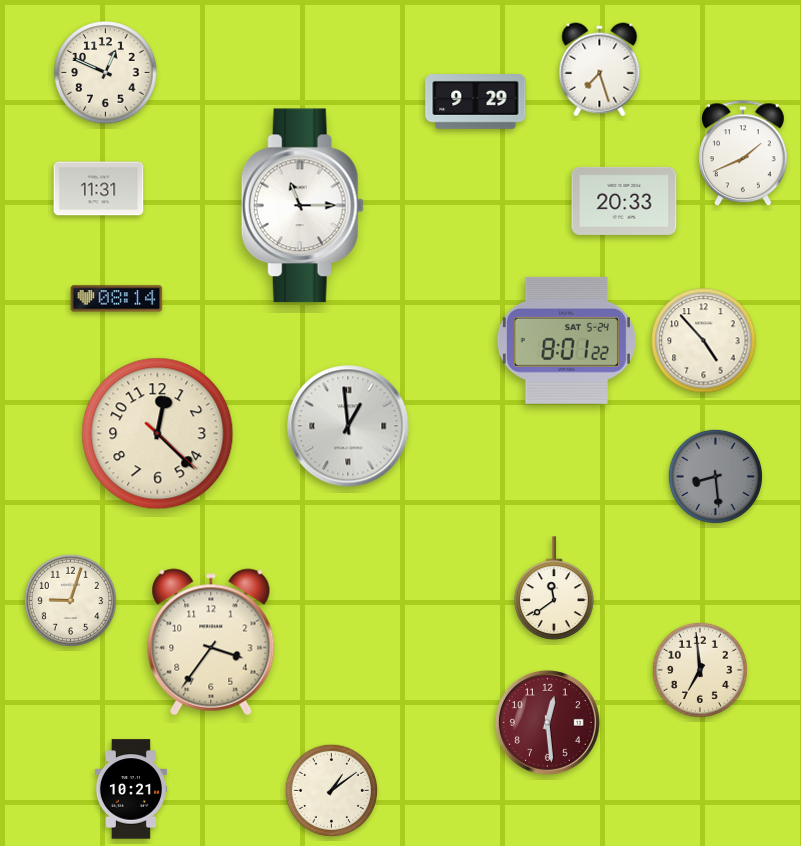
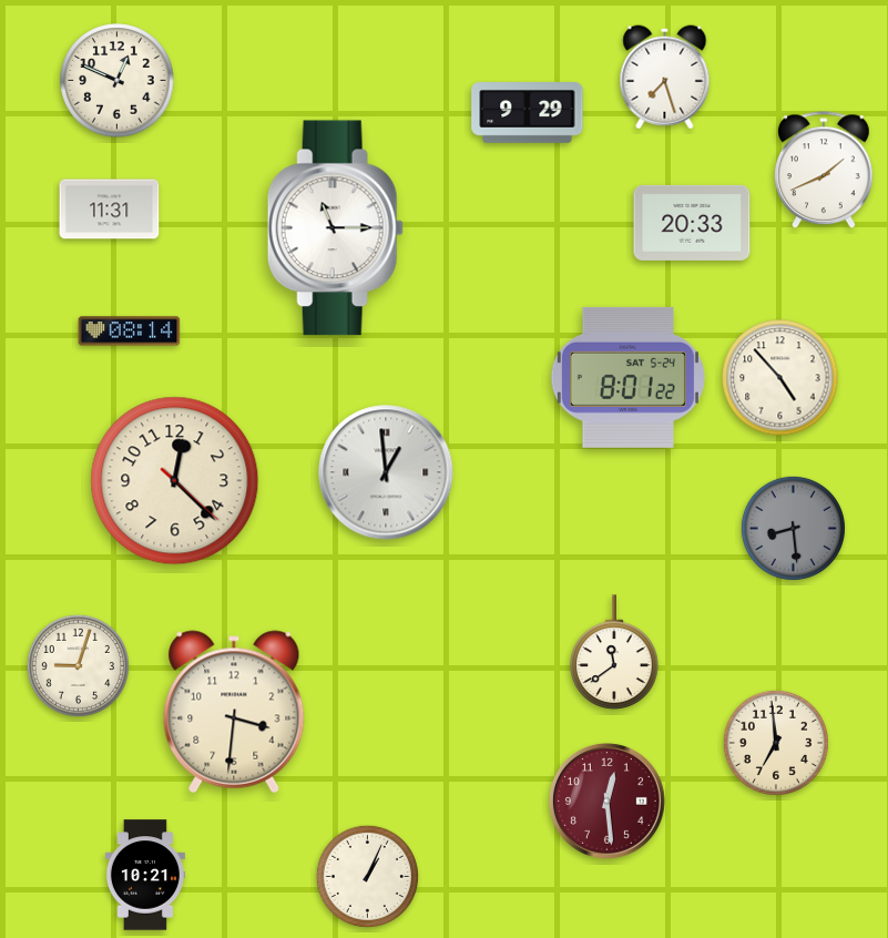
clock at (211, 642): 3:36 -> 3:31
clock at (331, 790): 1:09 -> 1:04
